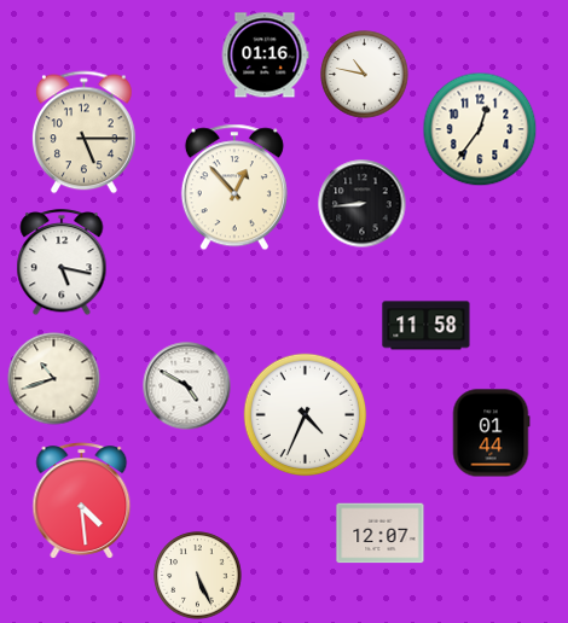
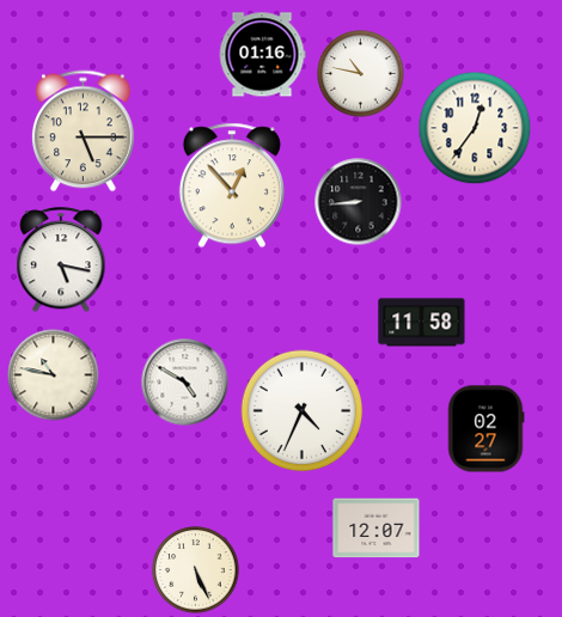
clock at (54, 379): 10:42 -> 10:47
clock at (491, 433): 01:44 -> 02:27
clock at (82, 501): 4:29 -> none
